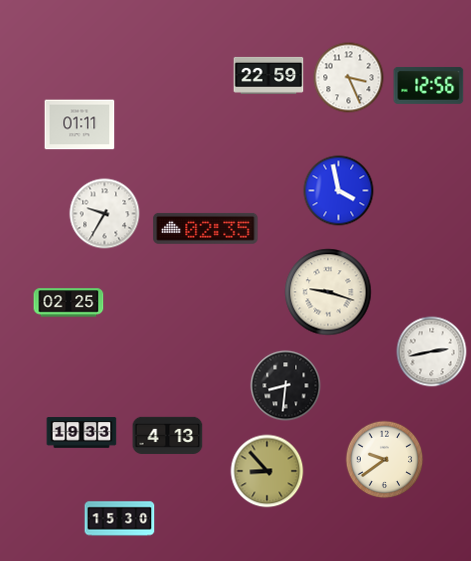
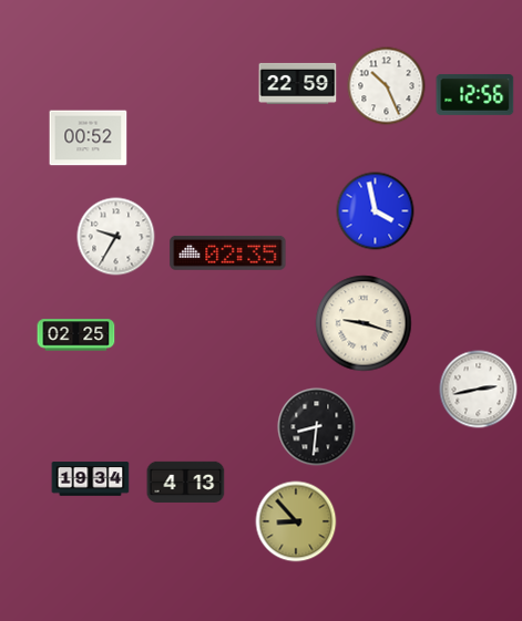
clock at (349, 78): 3:26 -> 10:26
clock at (80, 125): 01:11 -> 00:52
clock at (82, 433): 19:33 -> 19:34
clock at (385, 460): 9:39 -> none
clock at (120, 519): 15:30 -> none
